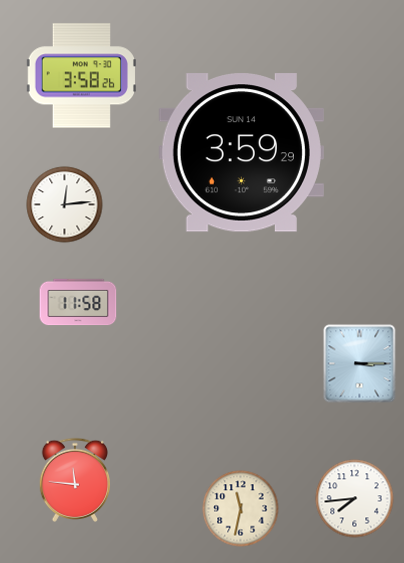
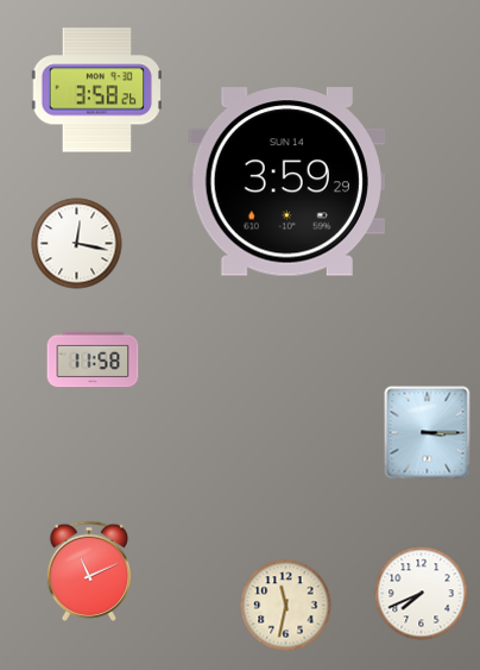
clock at (65, 205): 12:14 -> 12:17
clock at (74, 480): 11:46 -> 11:11
clock at (355, 499): 7:44 -> 7:41
